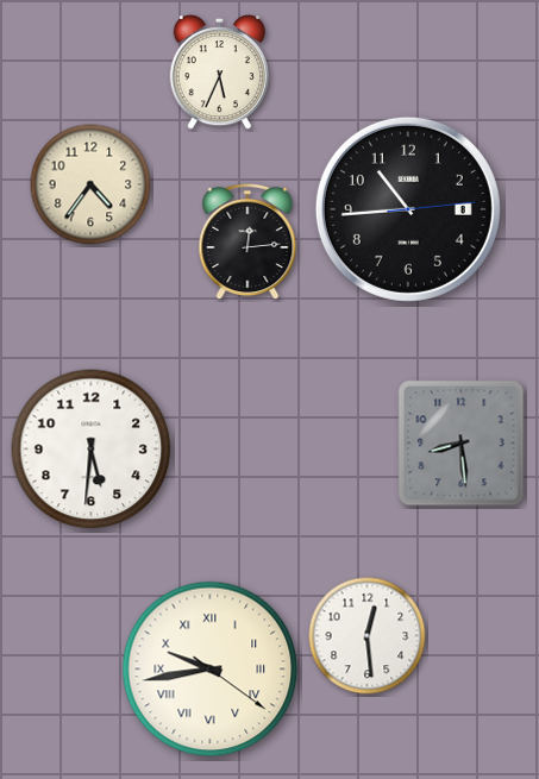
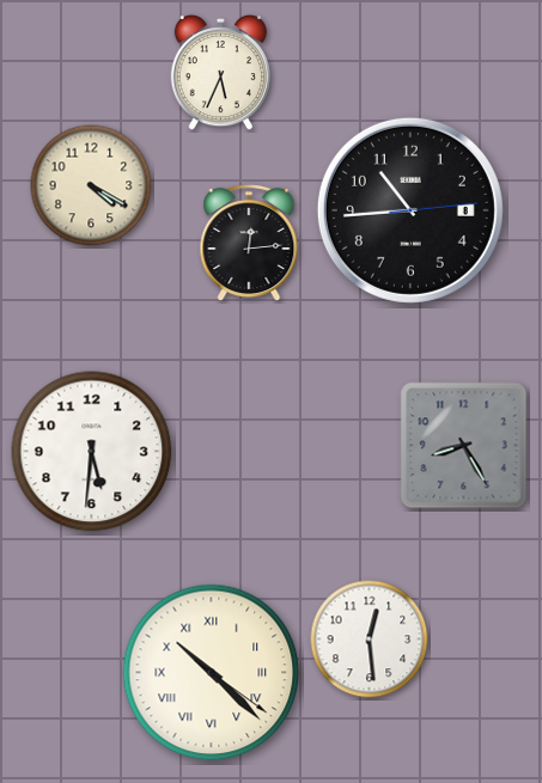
clock at (90, 184): 4:36 -> 4:20
clock at (462, 444): 8:29 -> 8:25
clock at (211, 670): 9:43 -> 10:22
